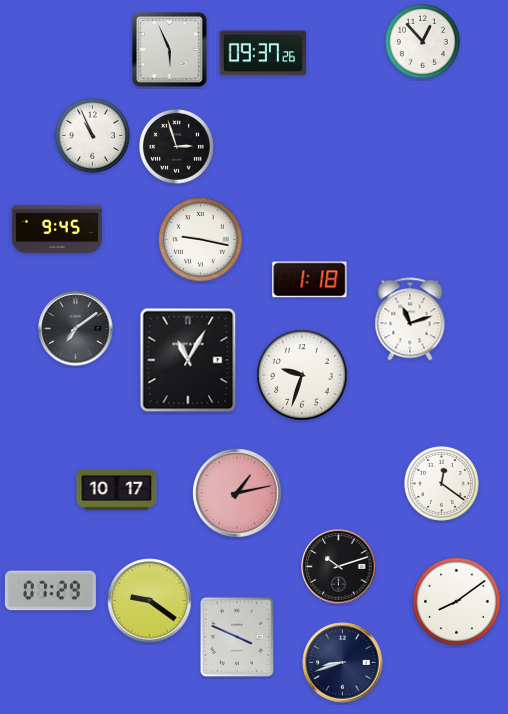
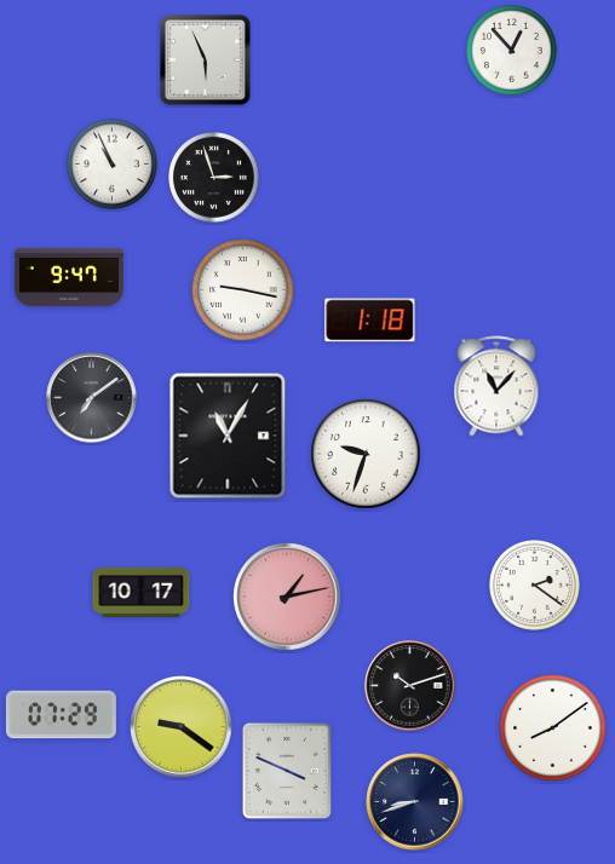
clock at (263, 53): 09:37 -> none
clock at (57, 229): 9:45 -> 9:47
clock at (310, 280) position: (310, 280) -> (370, 321)
clock at (410, 319): 11:12 -> 11:07
clock at (442, 484): 12:21 -> 2:21
